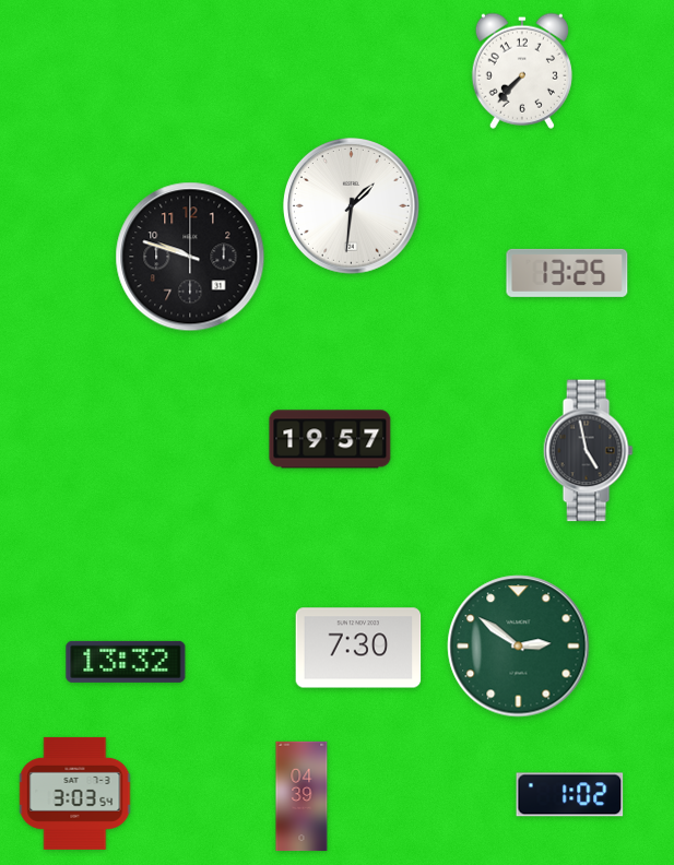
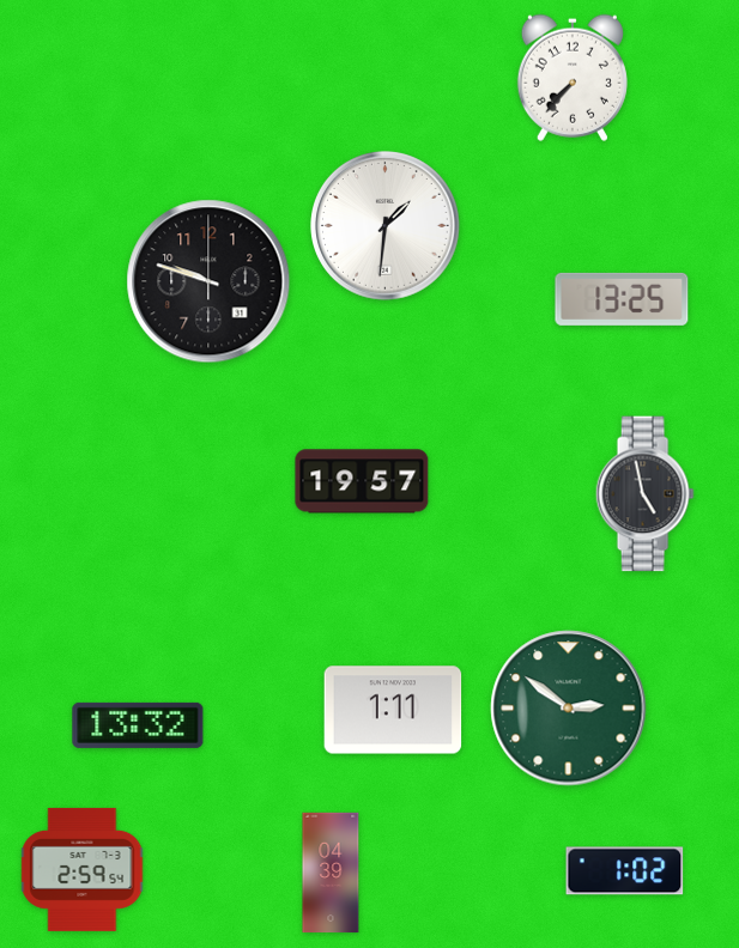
clock at (358, 648): 7:30 -> 1:11
clock at (75, 793): 3:03 -> 2:59
